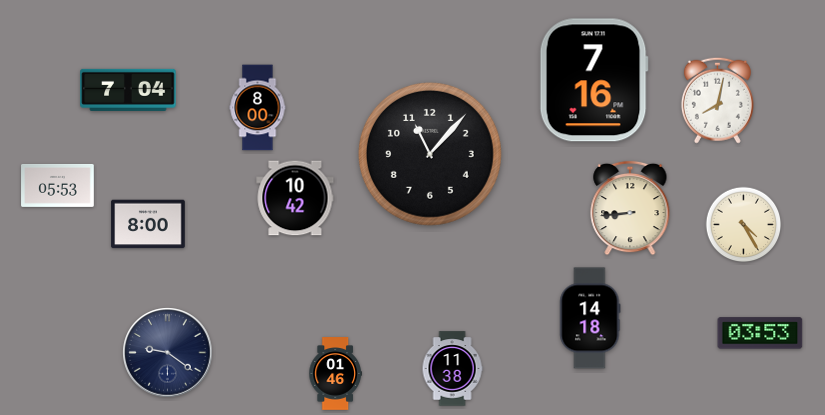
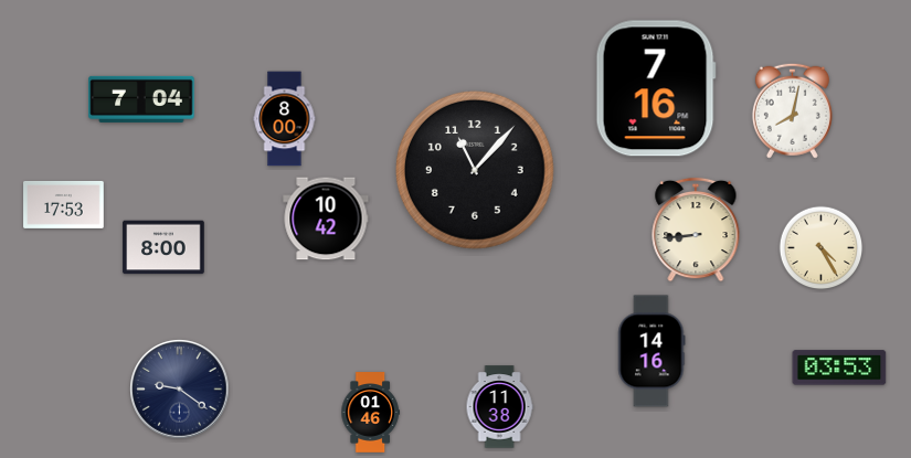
clock at (58, 186): 05:53 -> 17:53
clock at (590, 318): 14:18 -> 14:16
clock at (168, 353) position: (168, 353) -> (180, 390)
